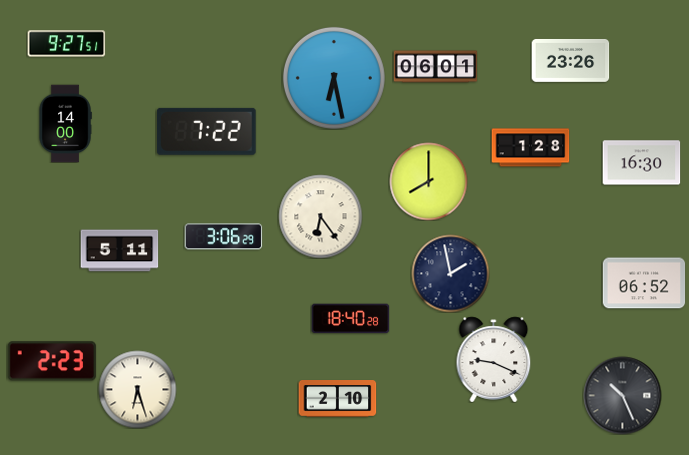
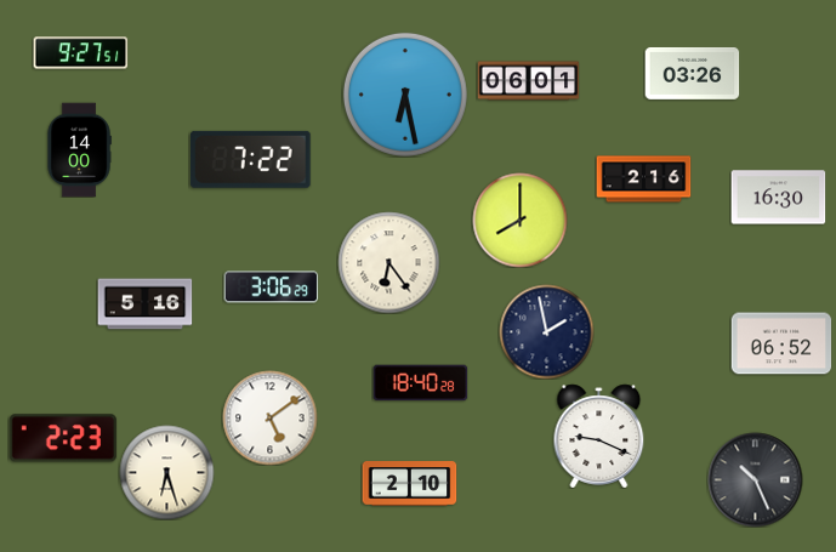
clock at (570, 60): 23:26 -> 03:26
clock at (530, 148): 1:28 -> 2:16
clock at (119, 251): 5:11 -> 5:16
clock at (350, 319) position: (350, 319) -> (420, 383)
clock at (269, 417): none -> 5:09
